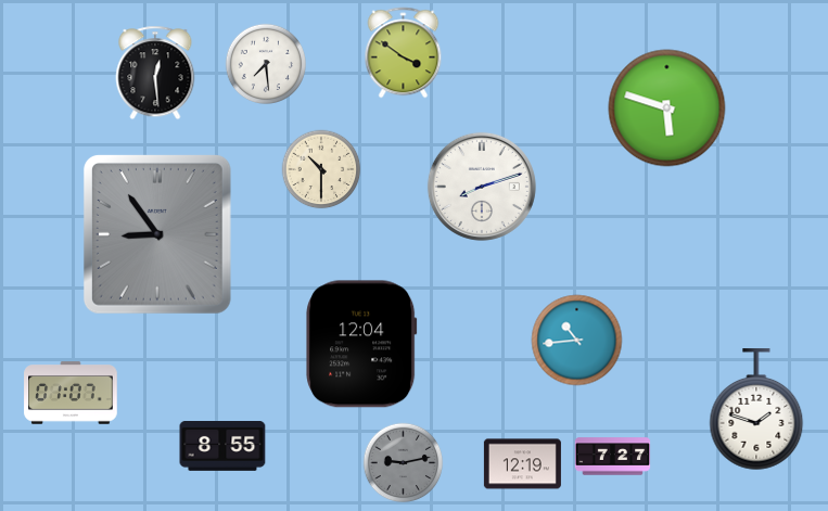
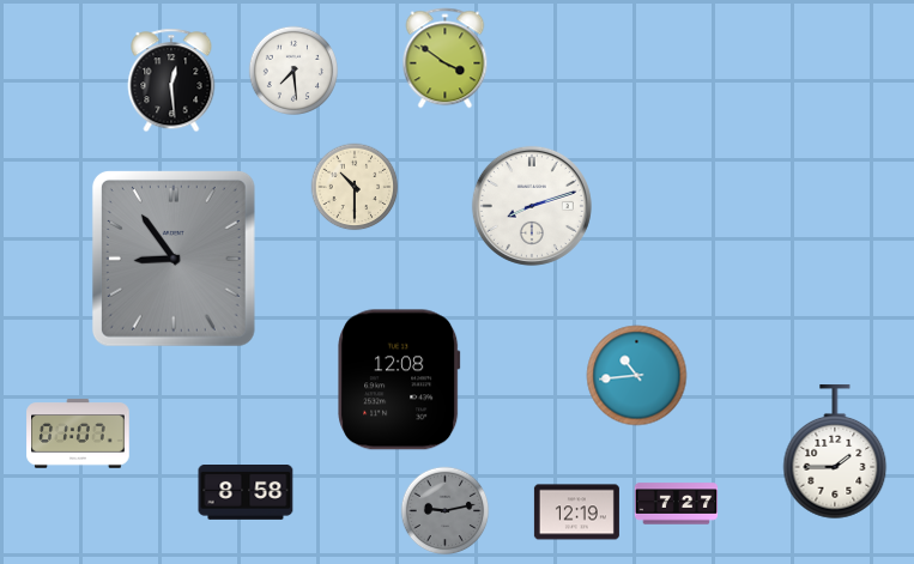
clock at (667, 108): 5:48 -> none
clock at (361, 344): 12:04 -> 12:08
clock at (756, 410): 1:48 -> 1:45
clock at (222, 447): 8:55 -> 8:58
